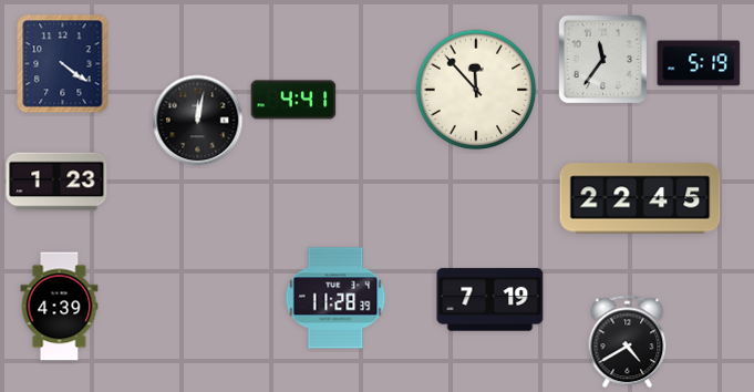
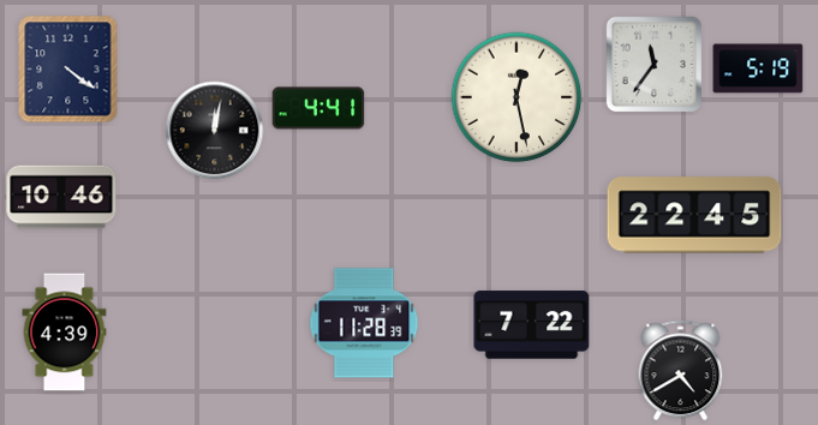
clock at (476, 90): 11:53 -> 12:28
clock at (56, 182): 1:23 -> 10:46
clock at (490, 300): 7:19 -> 7:22
